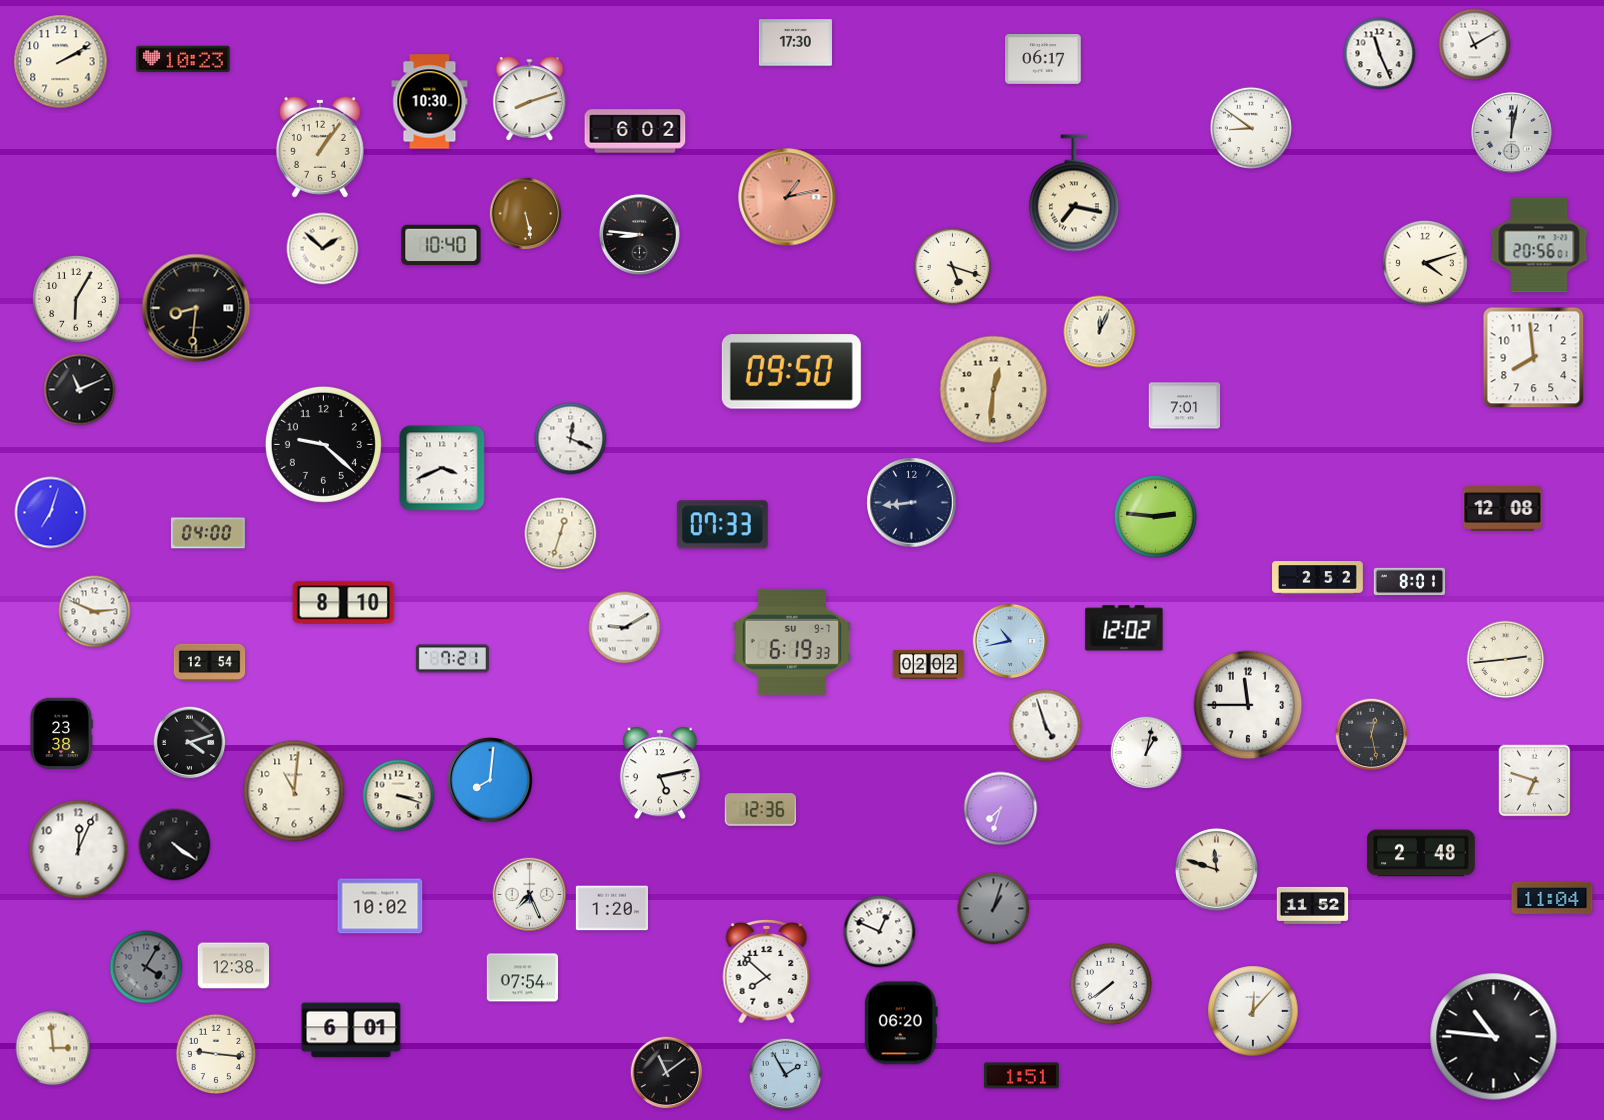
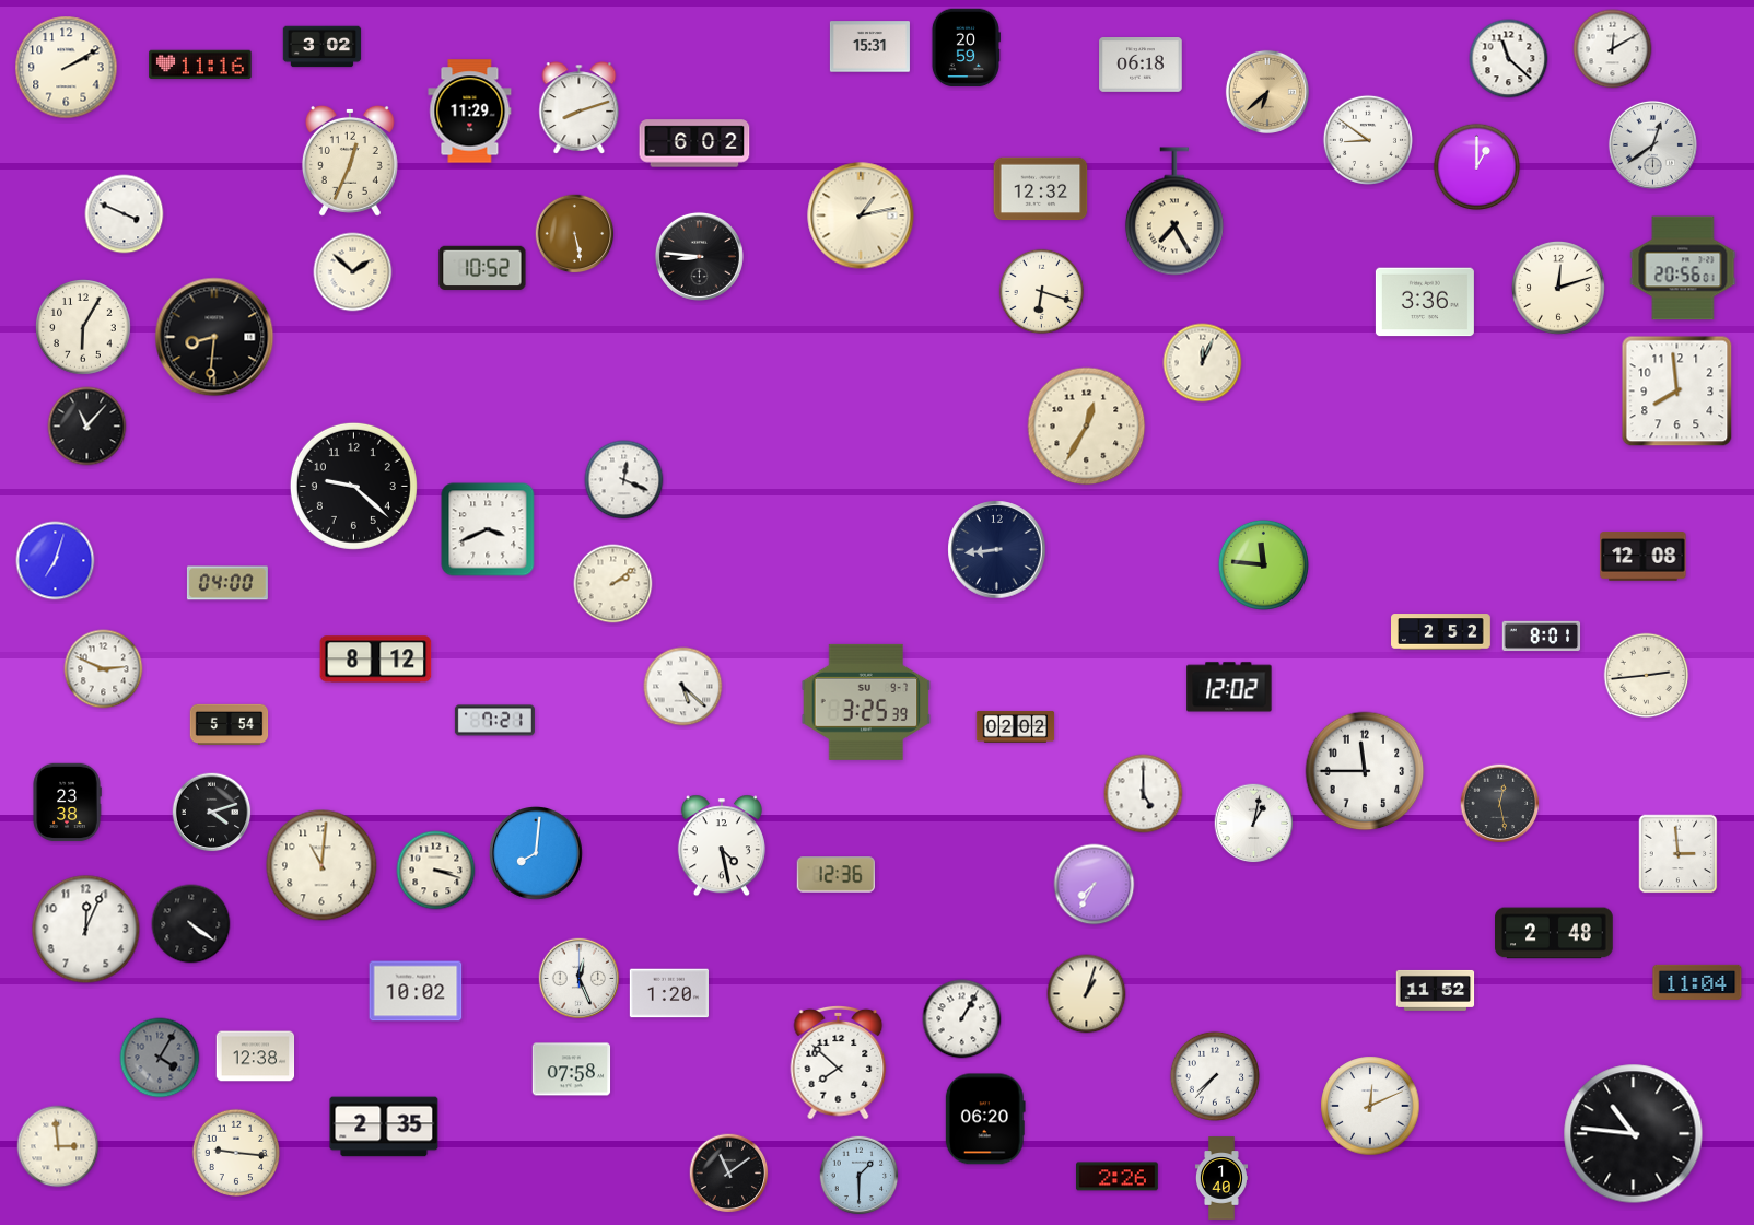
clock at (323, 47): none -> 3:02
clock at (795, 43): 17:30 -> 15:31
clock at (966, 48): none -> 20:59
clock at (1475, 45): 11:10 -> 12:10
clock at (1380, 54): 11:26 -> 11:22
clock at (183, 59): 10:23 -> 11:16
clock at (1043, 60): 06:17 -> 06:18
clock at (1267, 92): none -> 6:38
clock at (430, 102): 10:30 -> 11:29
clock at (1511, 132): 12:02 -> 12:39
clock at (320, 147): 1:06 -> 12:34
clock at (1477, 167): none -> 1:00
clock at (1041, 189): none -> 12:32
clock at (1074, 193): 7:17 -> 7:25
clock at (125, 214): none -> 3:49
clock at (787, 197) dial: salmon -> cream
clock at (441, 245): 10:40 -> 10:52
clock at (1425, 263): 4:12 -> 12:12
clock at (953, 267): 5:18 -> 6:18
clock at (1425, 302): none -> 3:36
clock at (791, 372): 09:50 -> none
clock at (80, 390): 11:11 -> 11:07
clock at (994, 390): 12:31 -> 12:35
clock at (1185, 406): 7:01 -> none
clock at (442, 468) position: (442, 468) -> (488, 529)
clock at (1155, 516): 2:46 -> 11:46
clock at (722, 525): 07:33 -> none
clock at (561, 534): 12:33 -> 2:09
clock at (344, 603): 8:10 -> 8:12
clock at (625, 628): 9:10 -> 5:22
clock at (1009, 640): 10:43 -> none
clock at (792, 642): 6:19 -> 3:25
clock at (1506, 660) position: (1506, 660) -> (1647, 676)
clock at (210, 663): 12:54 -> 5:54
clock at (1046, 726): 4:57 -> 5:00
clock at (190, 743) position: (190, 743) -> (212, 813)
clock at (660, 773): 5:13 -> 4:28
clock at (1535, 781): 6:48 -> 2:59
clock at (1001, 809): 7:33 -> 7:35
clock at (761, 810) position: (761, 810) -> (837, 875)
clock at (1216, 869): 11:48 -> none
clock at (530, 895): 7:26 -> 12:26
clock at (994, 909) dial: grey -> cream
clock at (880, 932): 12:49 -> 1:05
clock at (523, 978): 07:54 -> 07:58
clock at (1111, 984): 7:39 -> 7:37
clock at (1253, 1011): 12:07 -> 12:11
clock at (351, 1030): 6:01 -> 2:35
clock at (786, 1075): 1:55 -> 1:30
clock at (1022, 1076): 1:51 -> 2:26
clock at (1221, 1178): none -> 1:40
